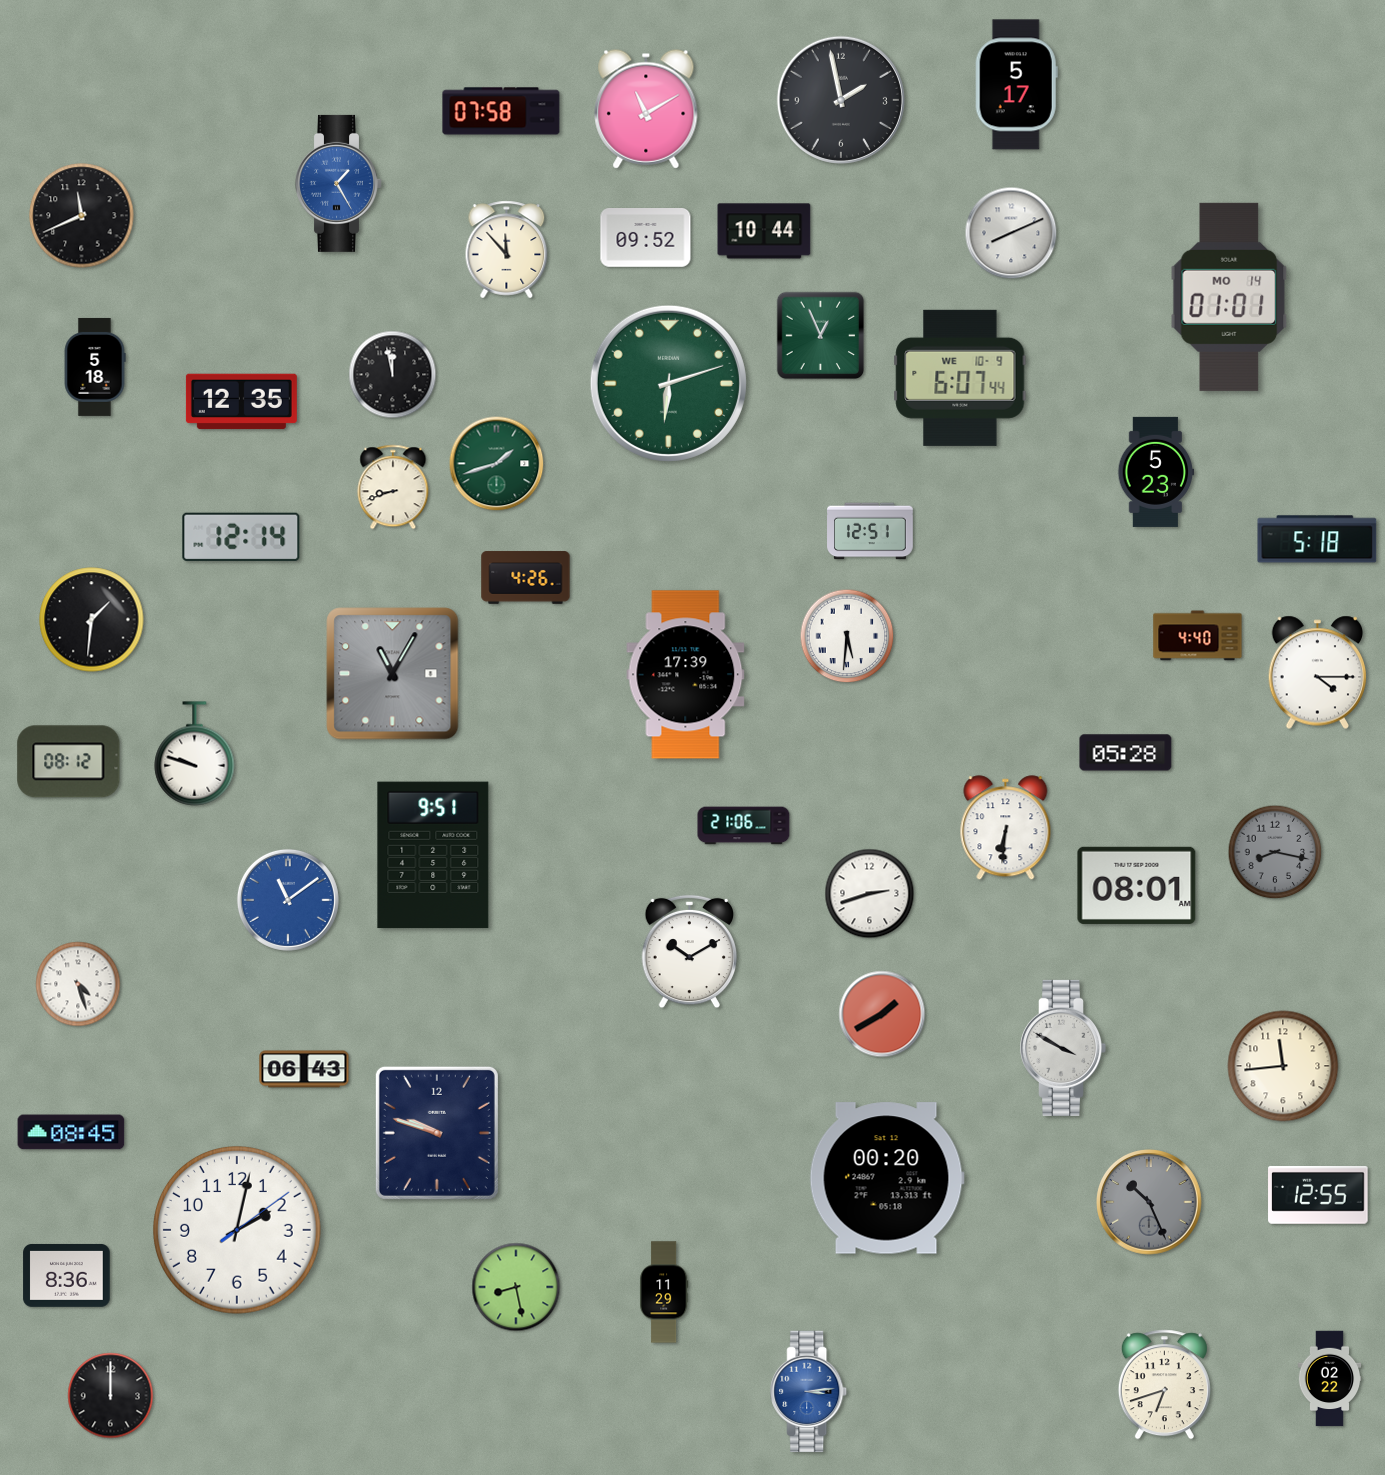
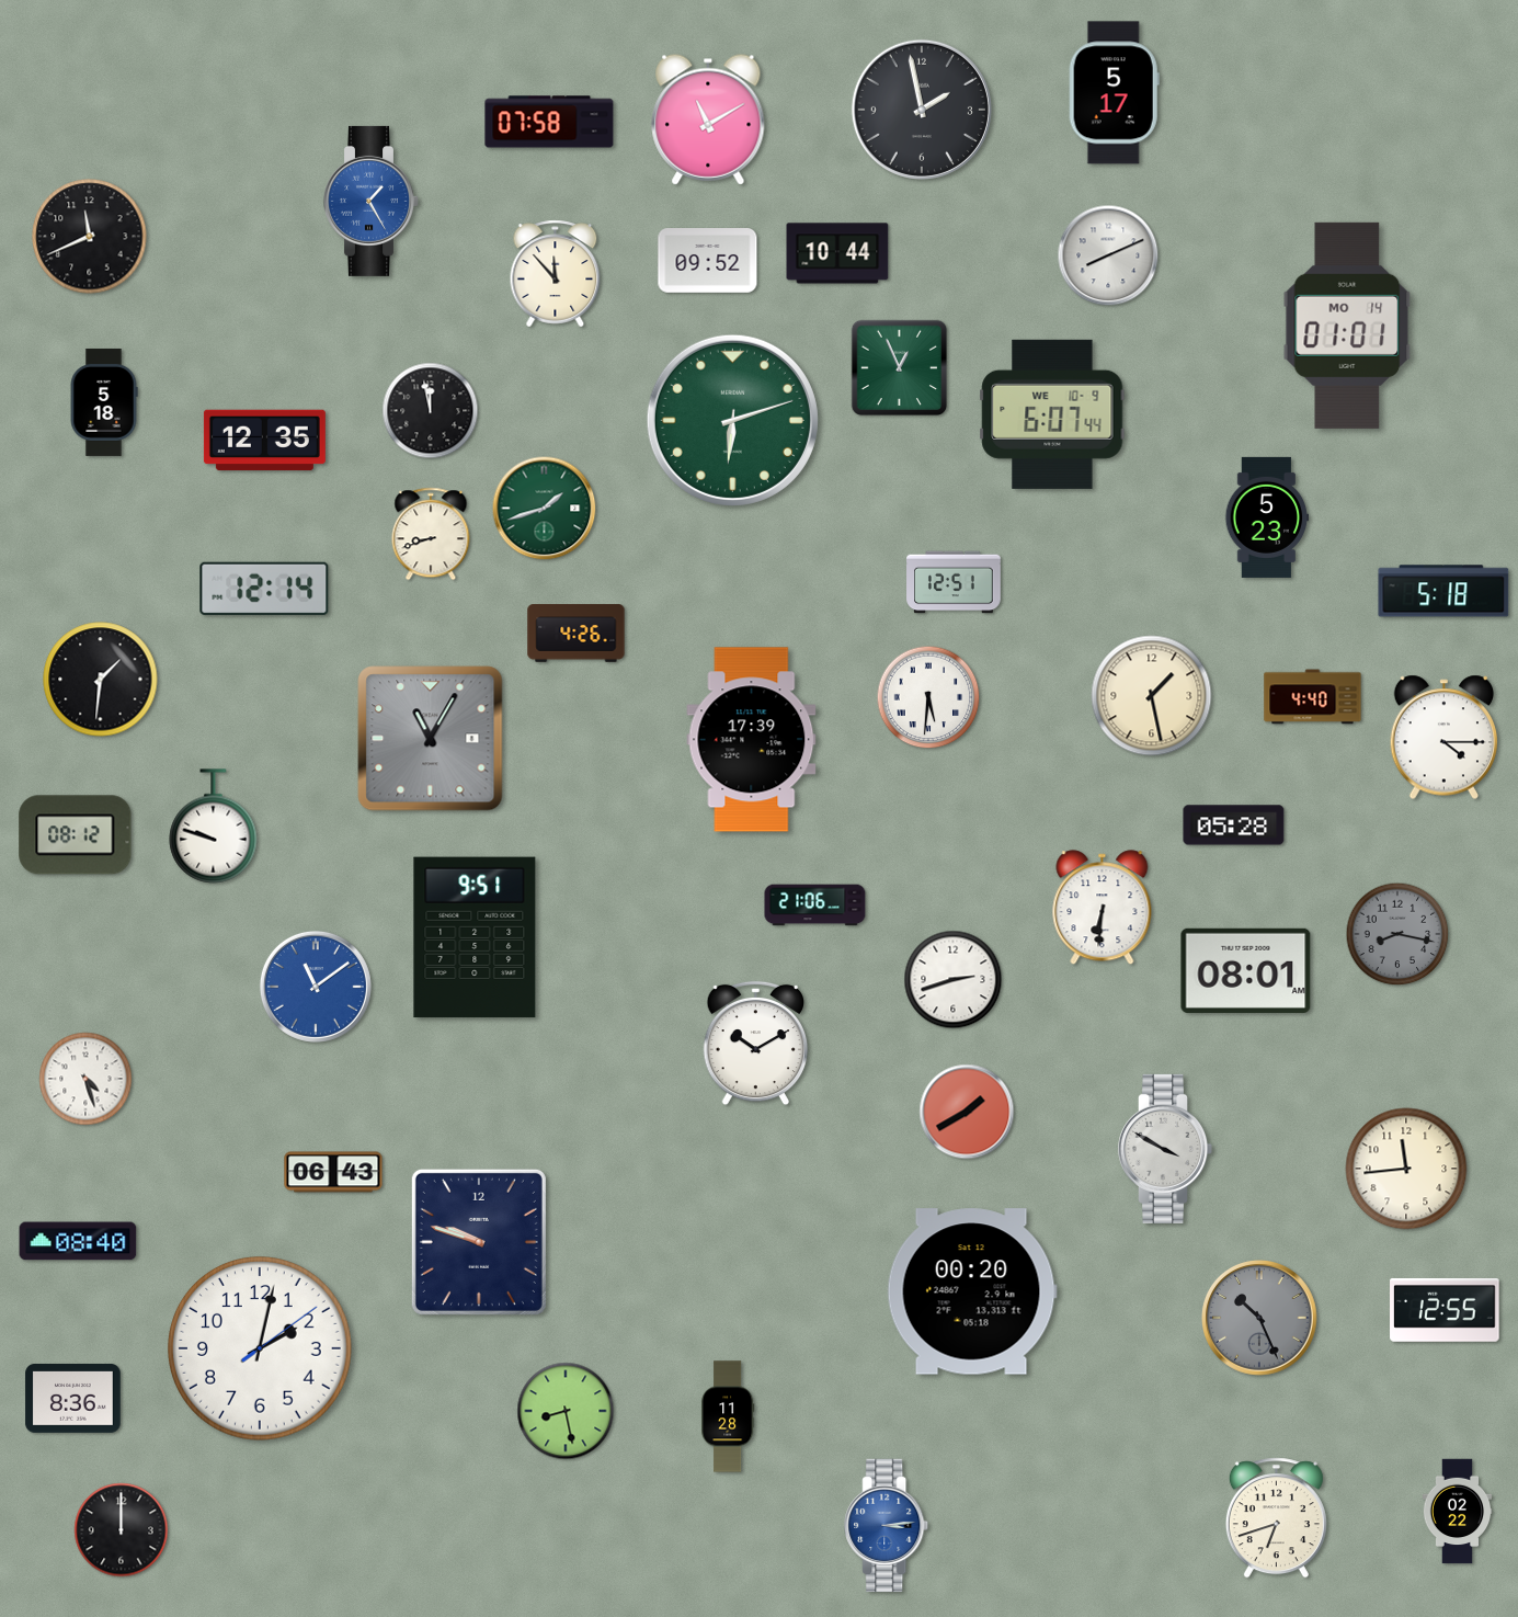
clock at (1152, 696): none -> 1:28
clock at (71, 1132): 08:45 -> 08:40
clock at (664, 1292): 11:29 -> 11:28
